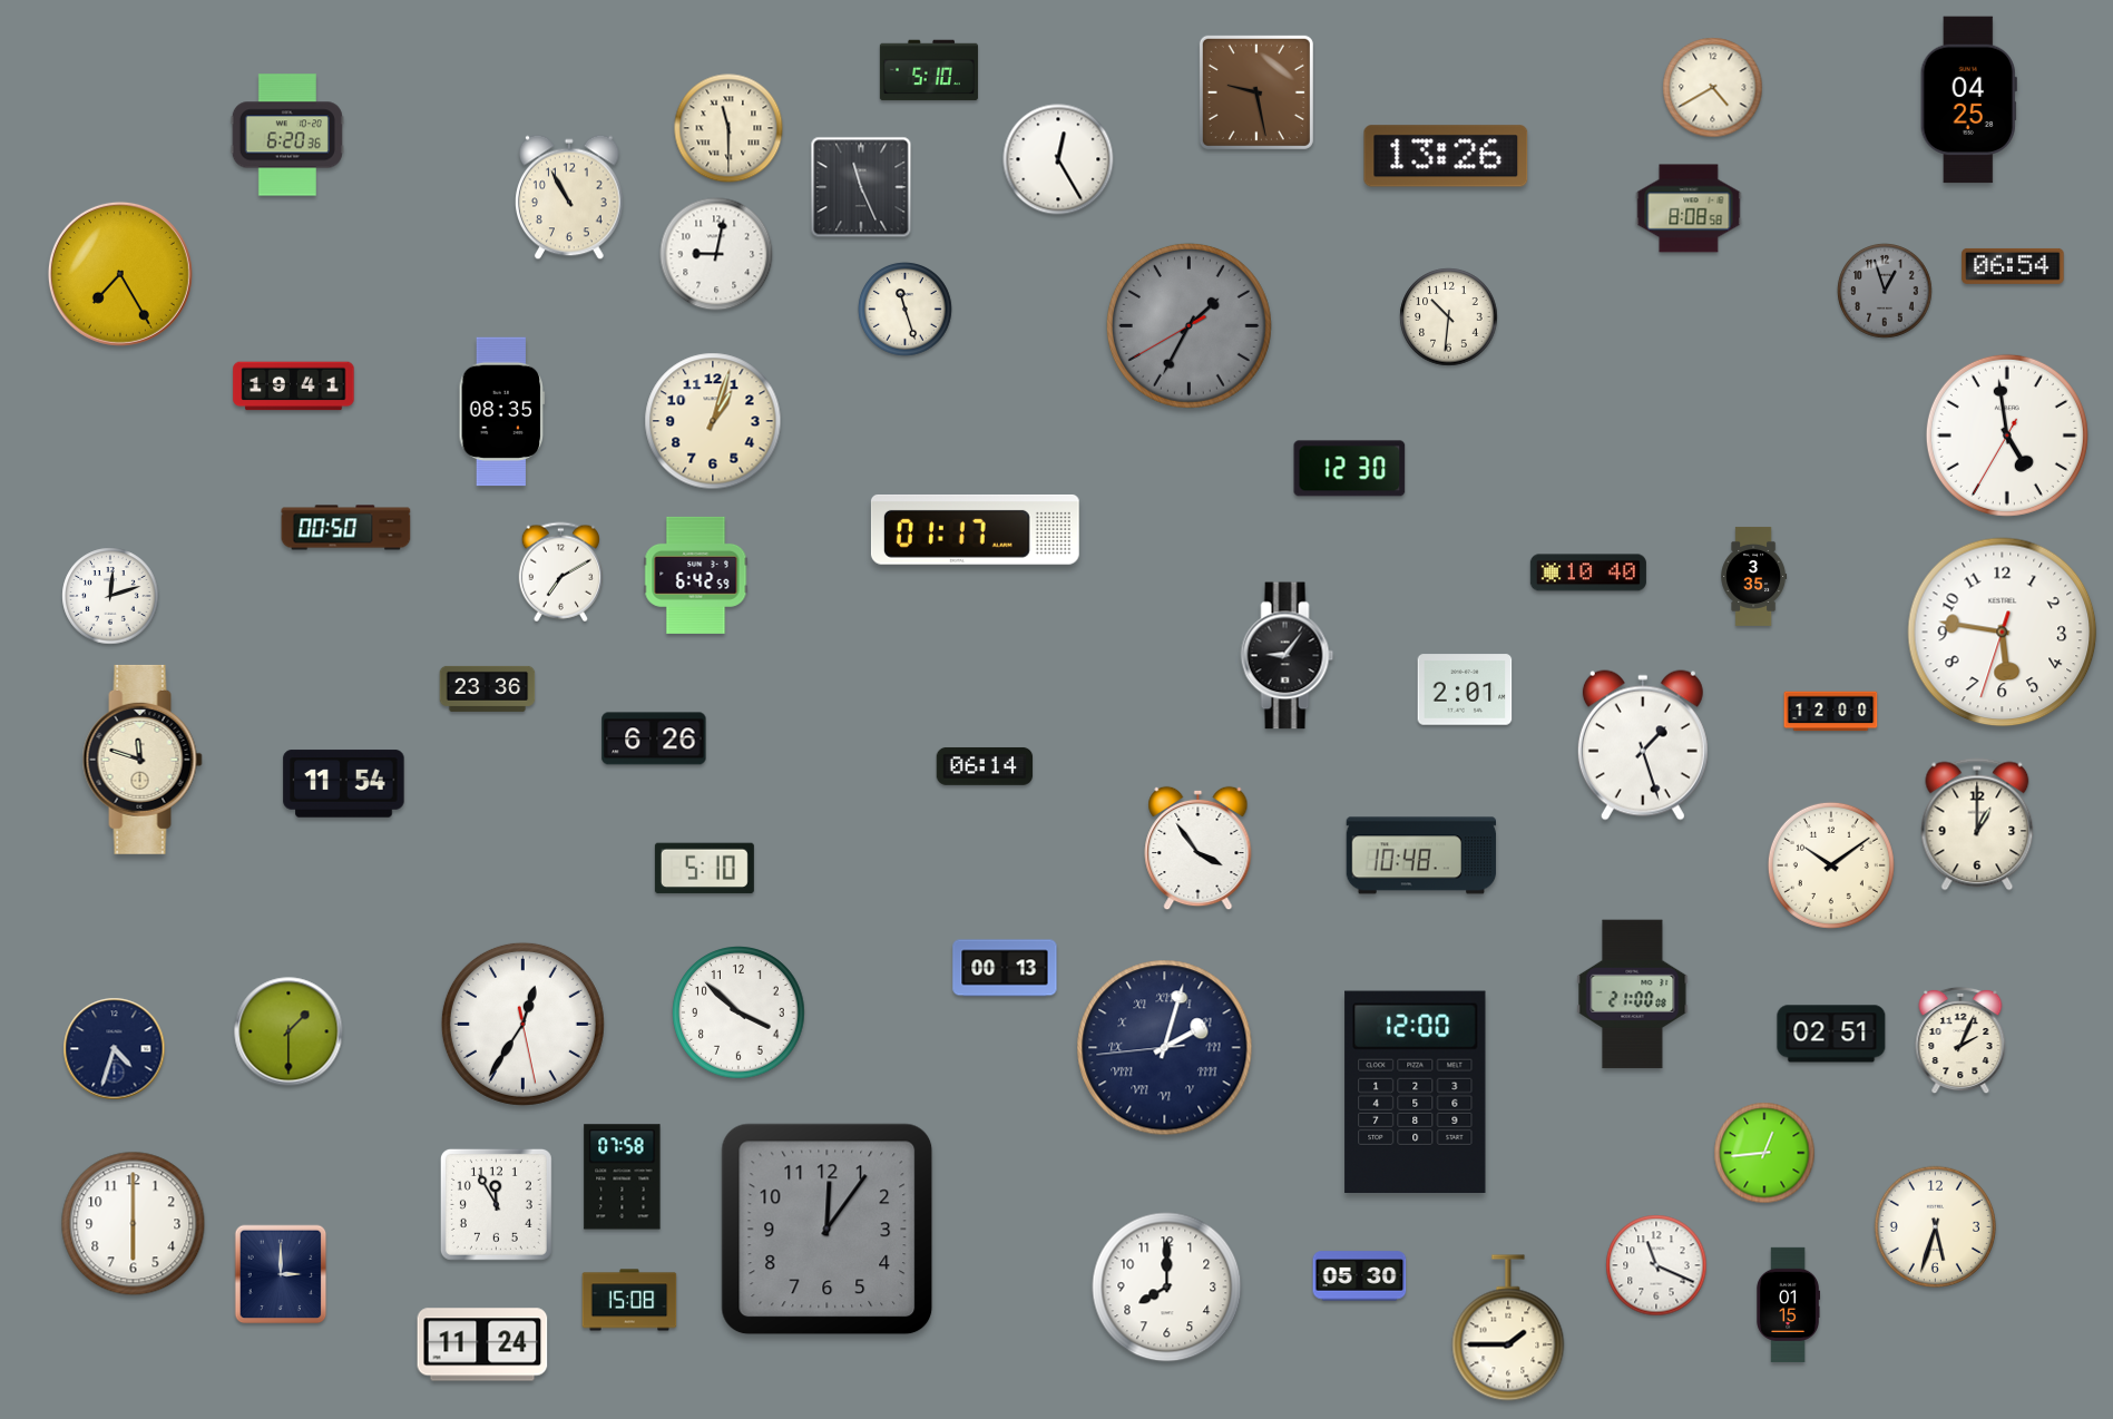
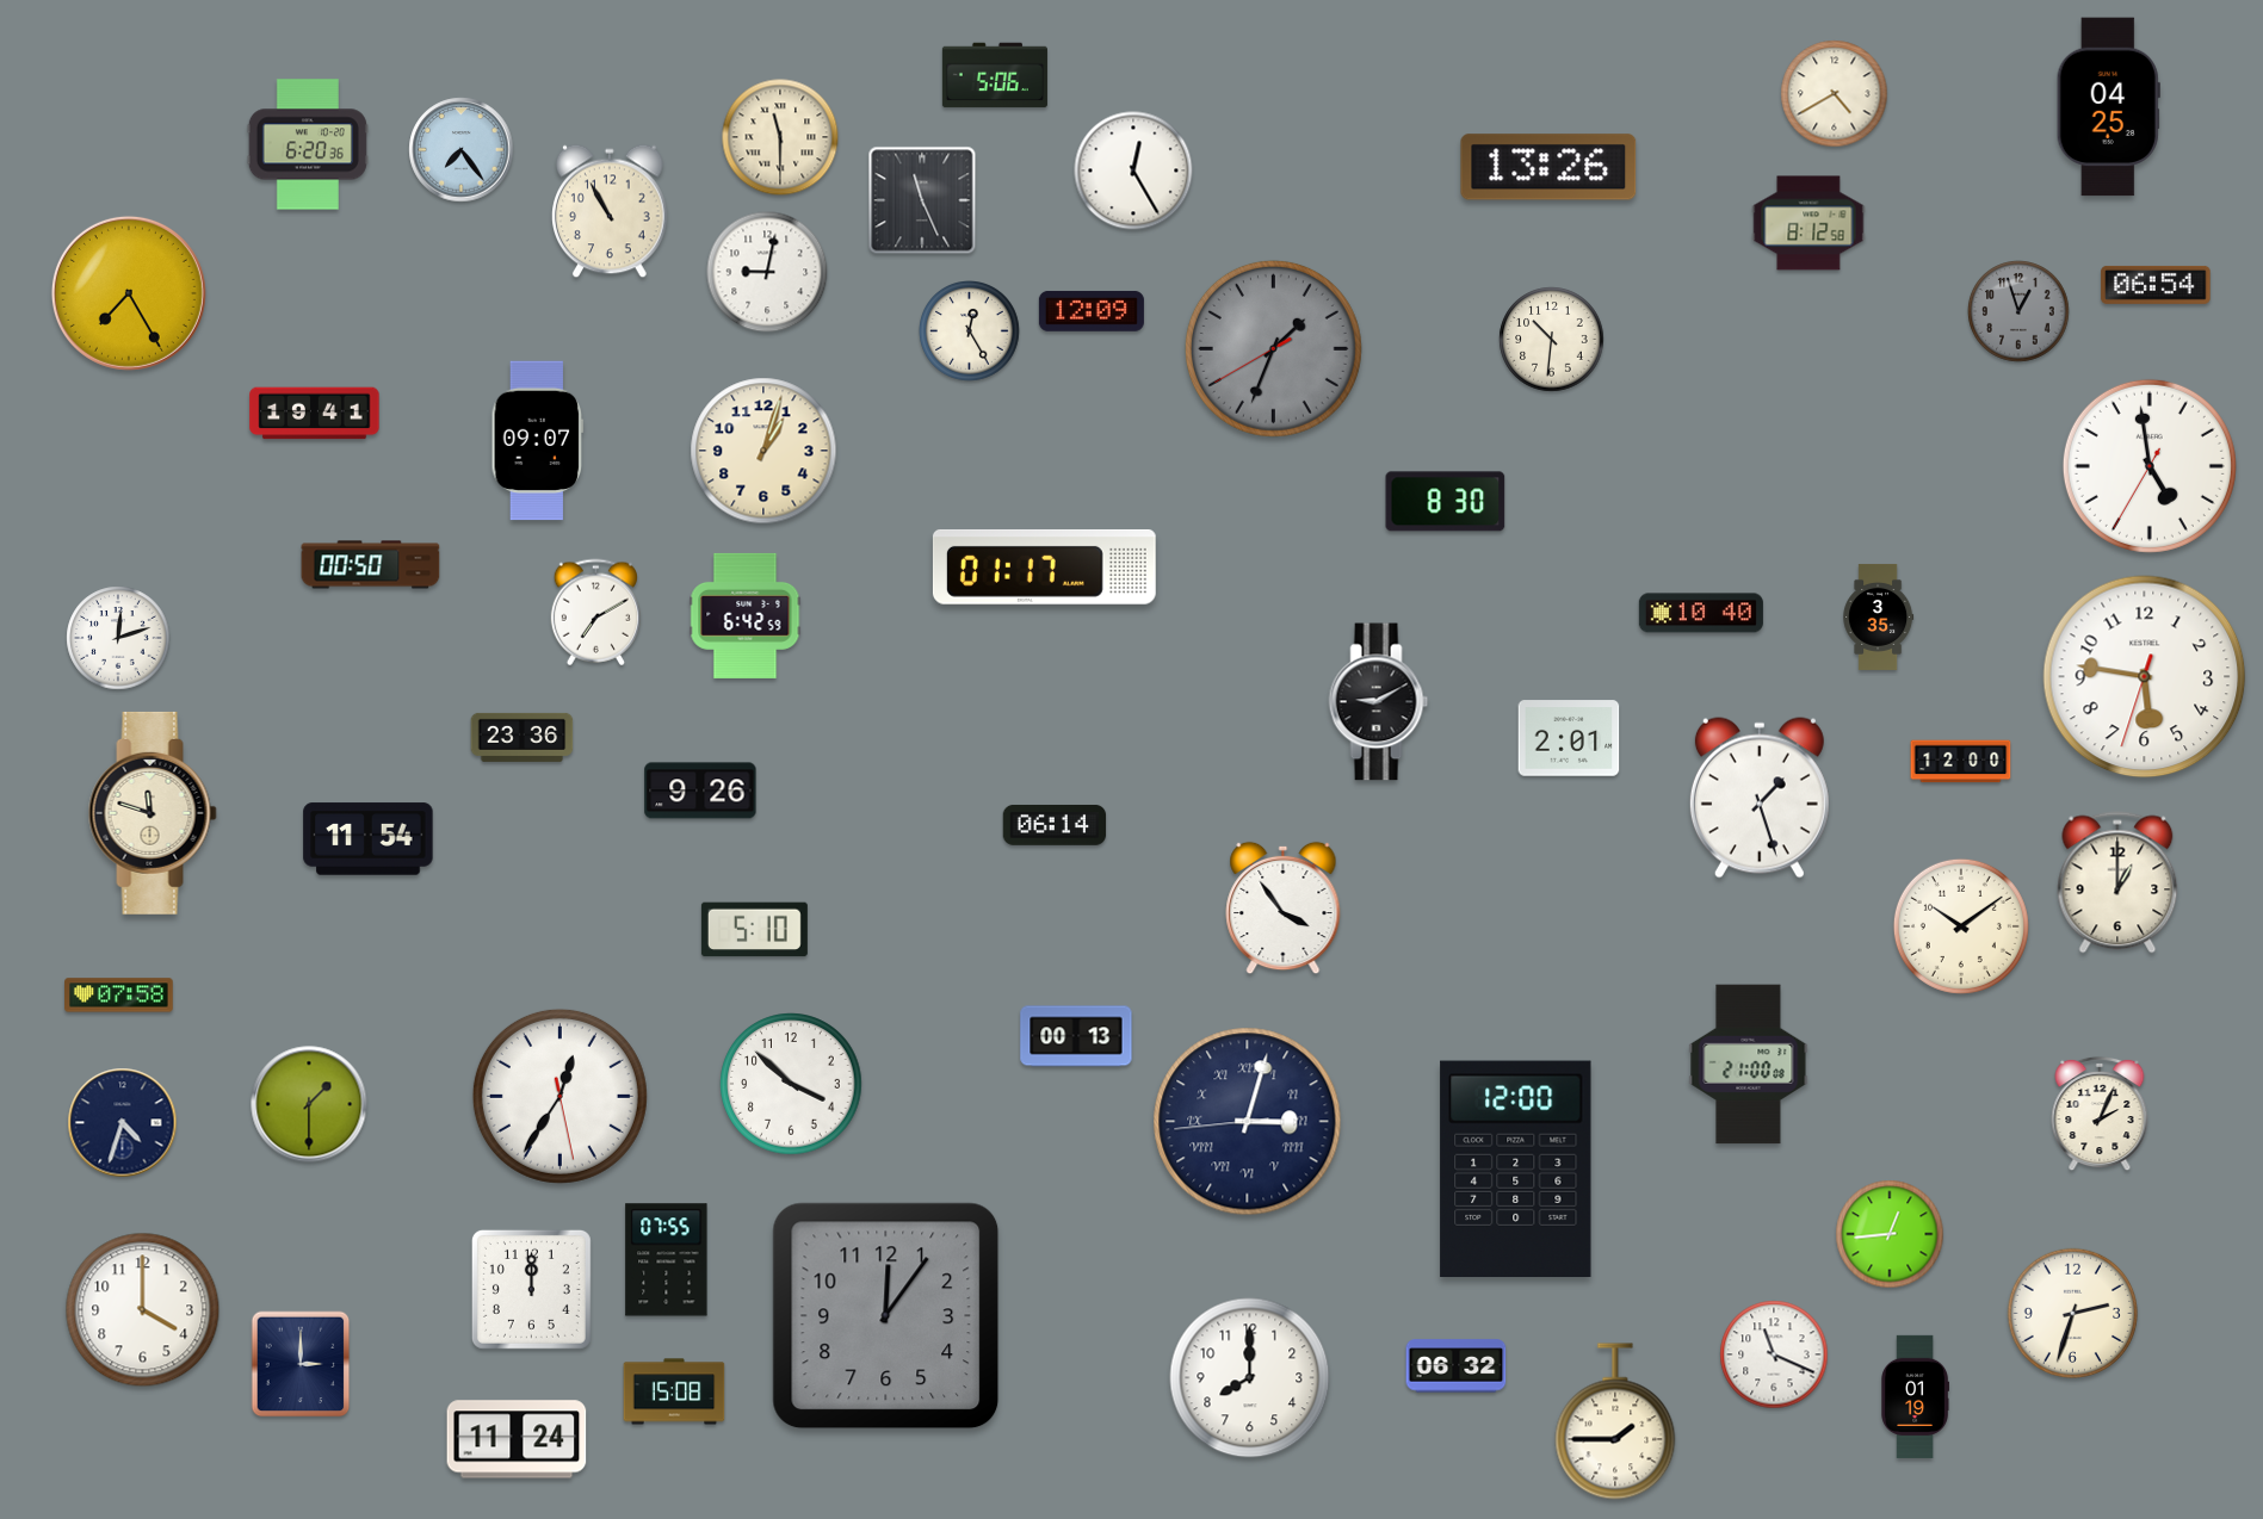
clock at (929, 70): 5:10 -> 5:06
clock at (1256, 92): 9:28 -> none
clock at (462, 150): none -> 7:24
clock at (1689, 208): 8:08 -> 8:12
clock at (1092, 311): none -> 12:09
clock at (906, 310): 11:27 -> 12:25
clock at (1188, 325): 1:34 -> 1:33
clock at (502, 412): 08:35 -> 09:07
clock at (1350, 469): 12:30 -> 8:30
clock at (560, 573) position: (560, 573) -> (595, 613)
clock at (1288, 656): 9:06 -> 9:10
clock at (654, 738): 6:26 -> 9:26
clock at (985, 766) position: (985, 766) -> (1055, 825)
clock at (1421, 855): 10:48 -> none
clock at (119, 996): none -> 07:58
clock at (1831, 1034): 02:51 -> none
clock at (1165, 1048): 2:02 -> 3:02
clock at (623, 1177): 07:58 -> 07:55
clock at (496, 1204): 11:55 -> 12:00
clock at (134, 1224): 6:00 -> 4:00
clock at (1935, 1226): 5:33 -> 2:33
clock at (1360, 1276): 05:30 -> 06:32
clock at (1788, 1304): 01:15 -> 01:19
